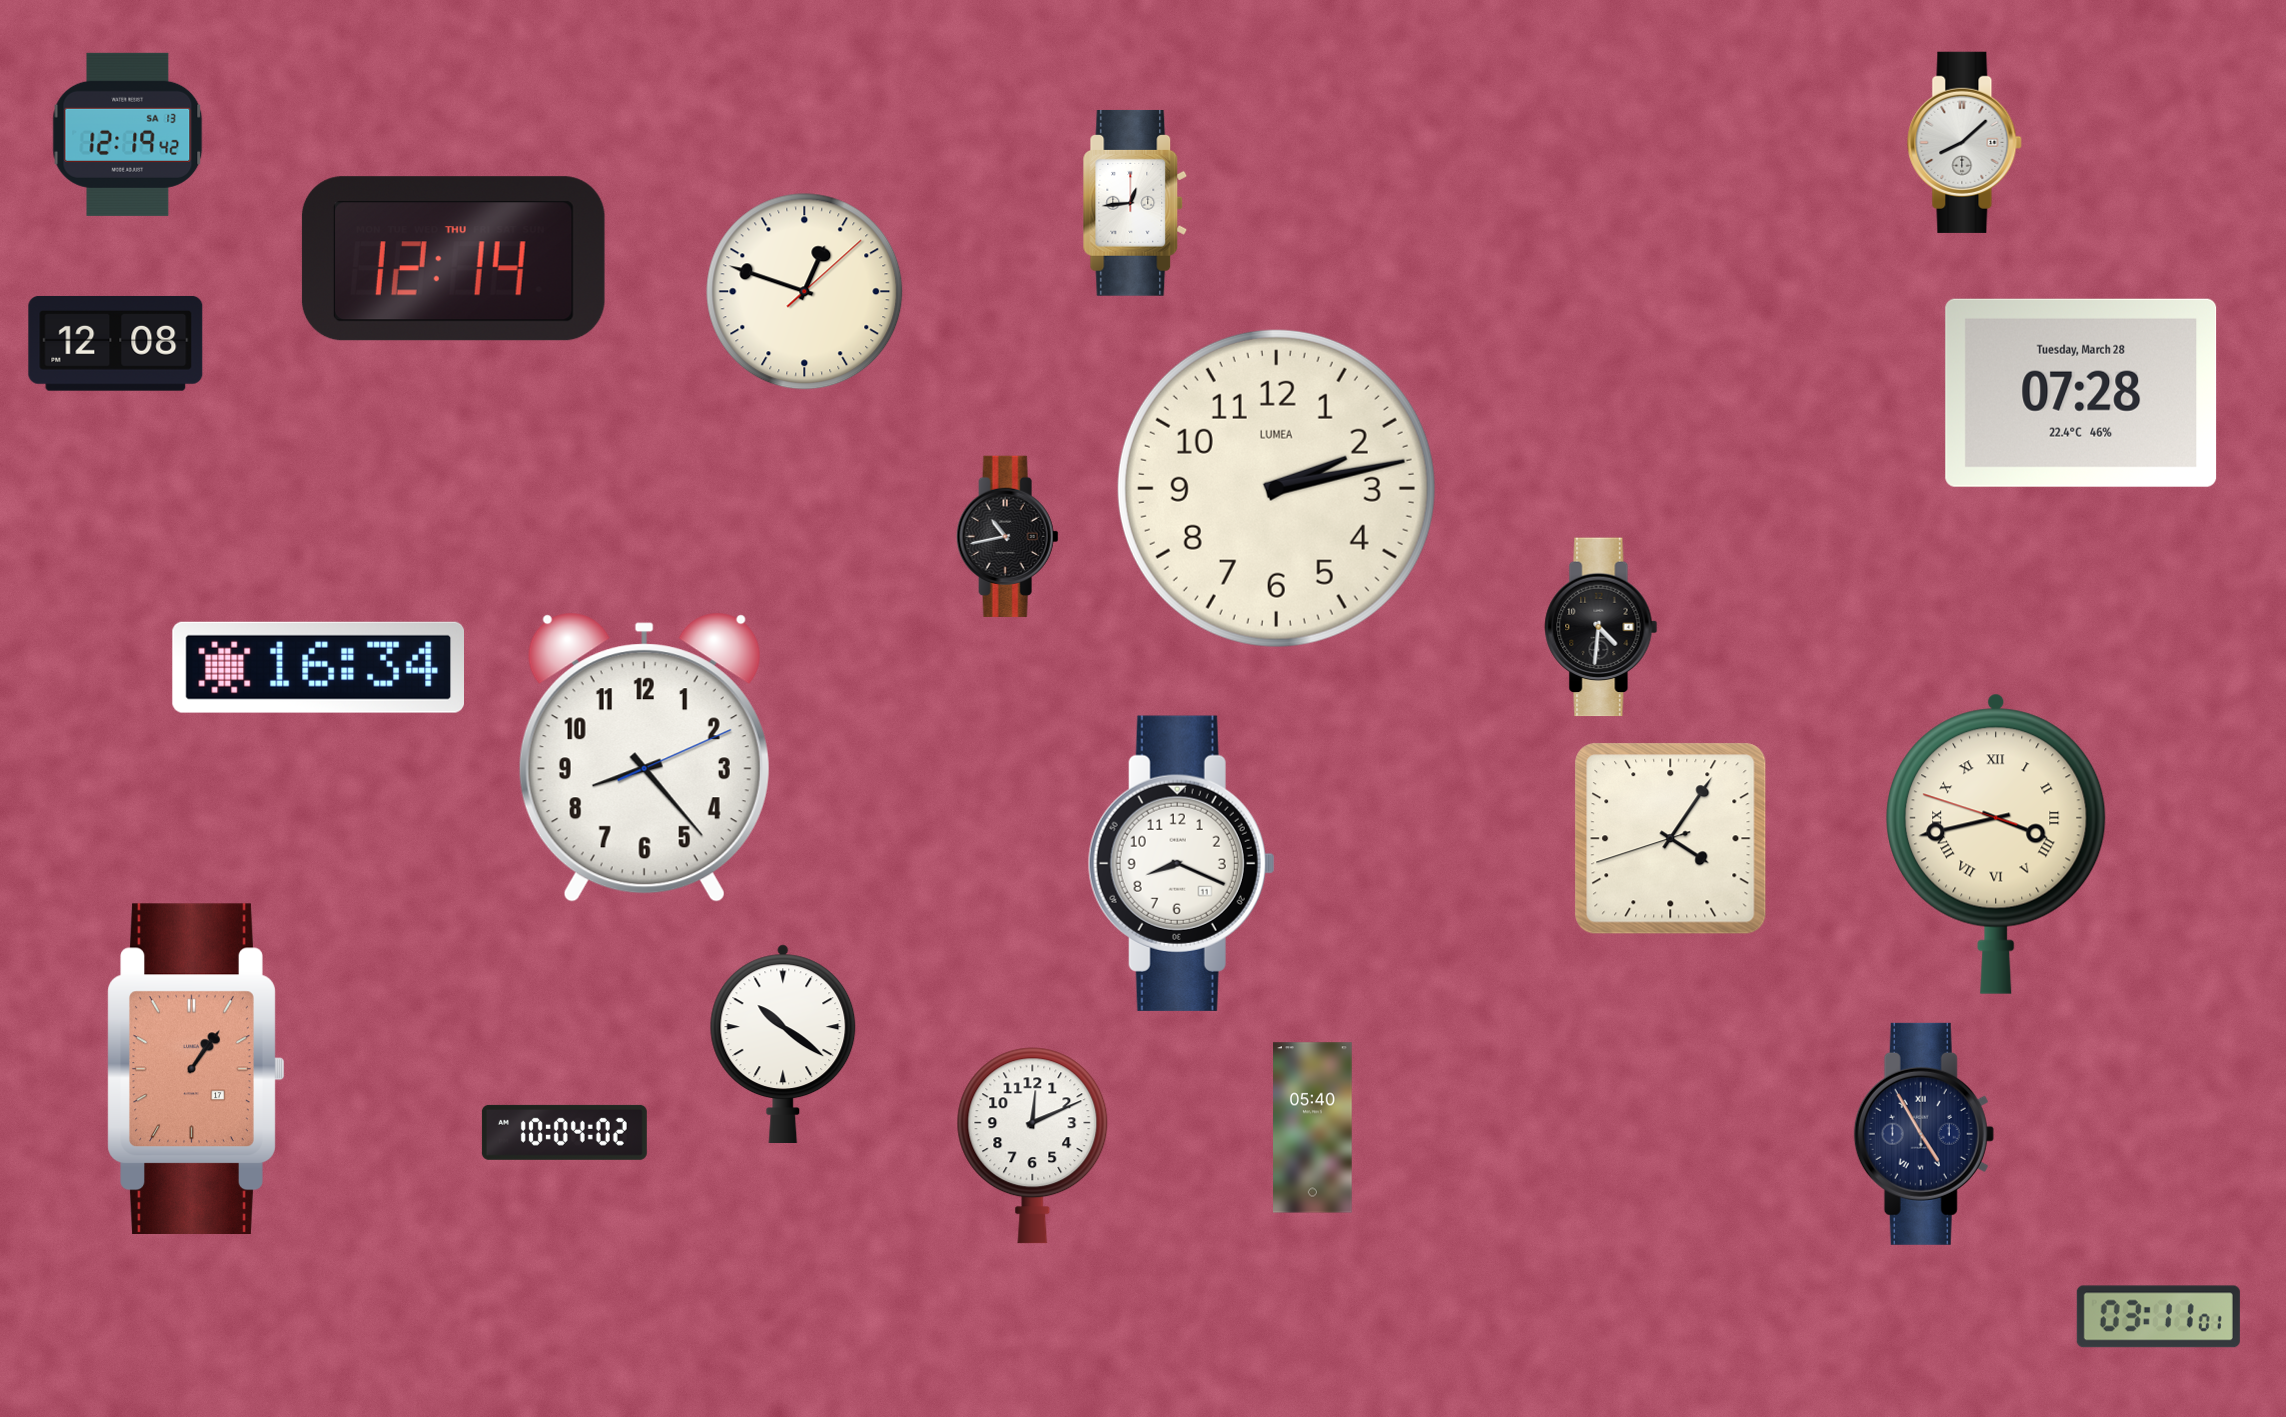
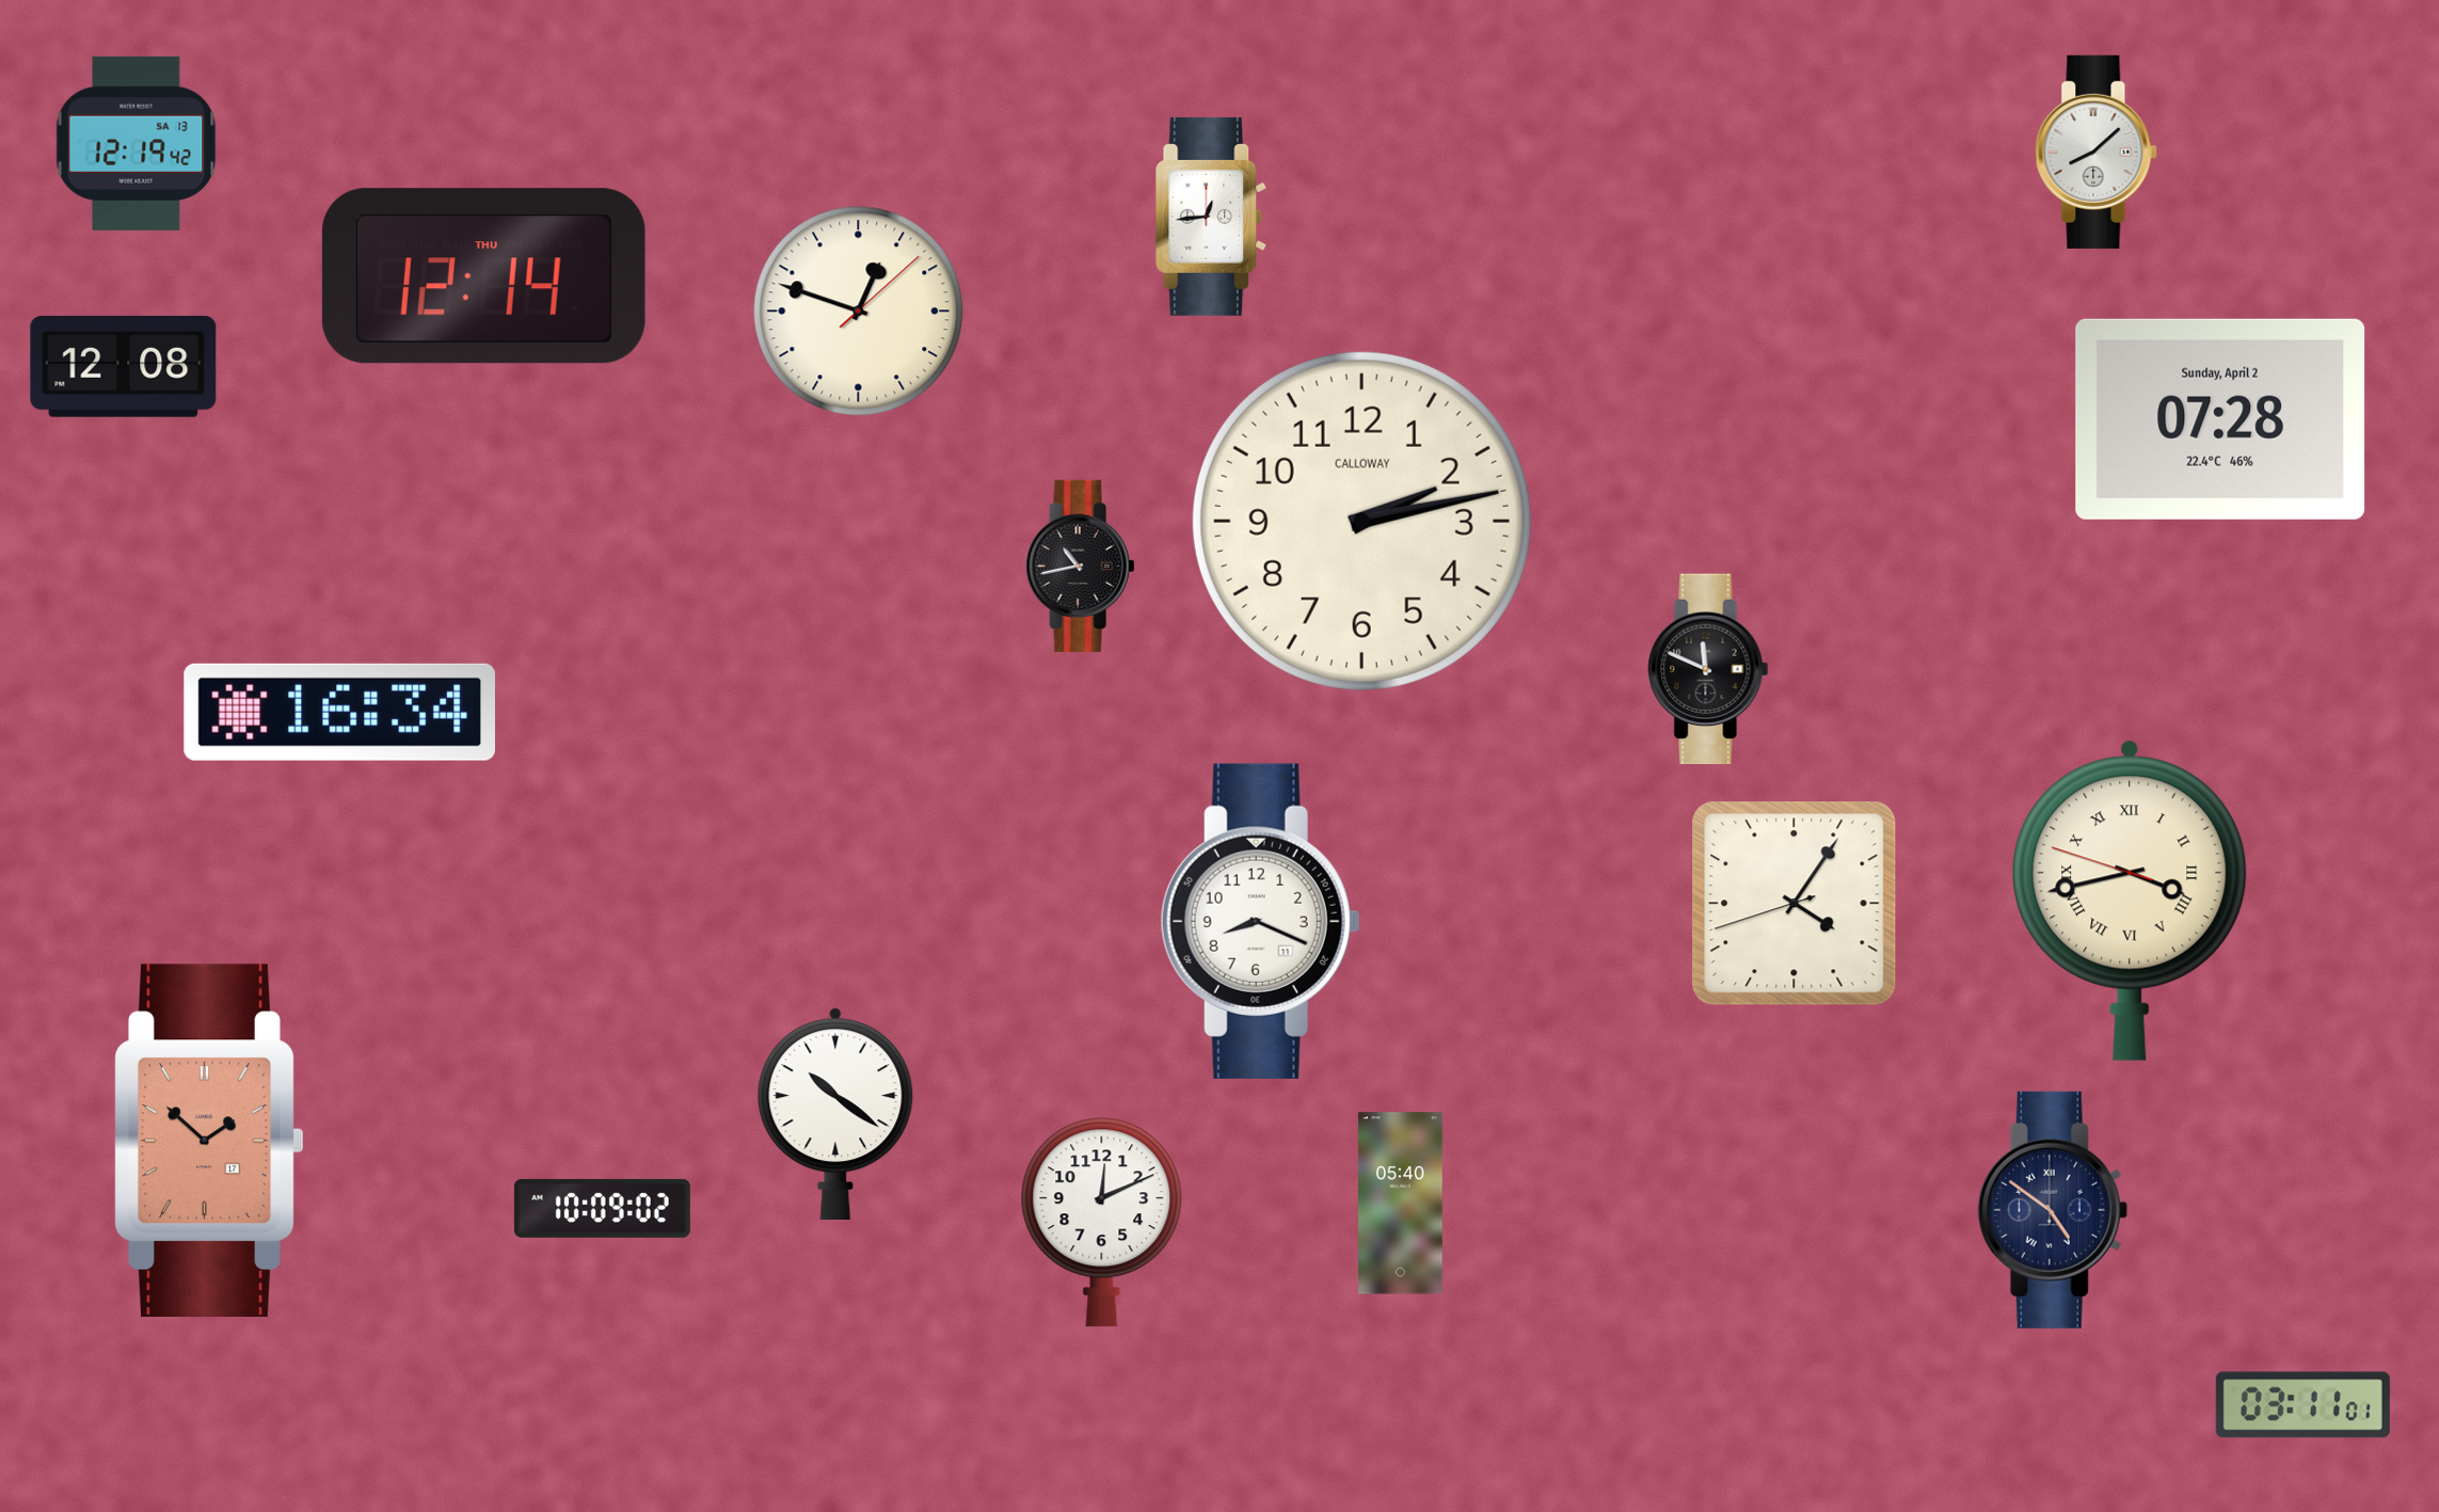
clock at (2081, 393) date: Tuesday, March 28 -> Sunday, April 2
clock at (1276, 488) brand: LUMEA -> CALLOWAY
clock at (1008, 536) position: (1008, 536) -> (1081, 566)
clock at (1601, 627): 4:31 -> 11:49
clock at (644, 757): 8:23 -> none
clock at (1671, 839) position: (1671, 839) -> (1795, 904)
clock at (196, 1068): 1:06 -> 1:52
clock at (564, 1132): 10:04 -> 10:09
clock at (1924, 1134): 4:55 -> 4:51
